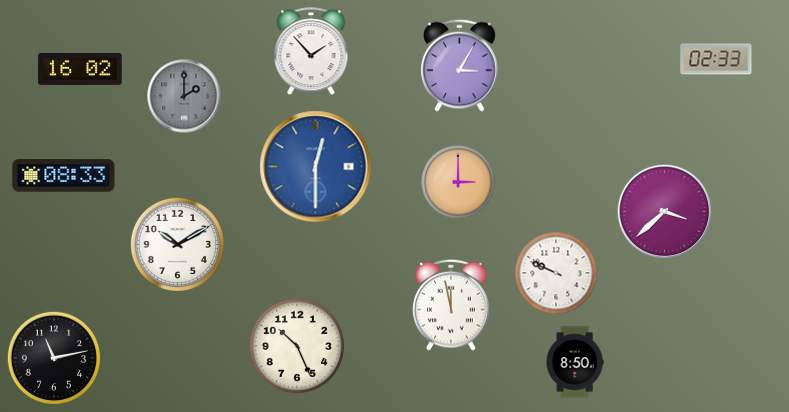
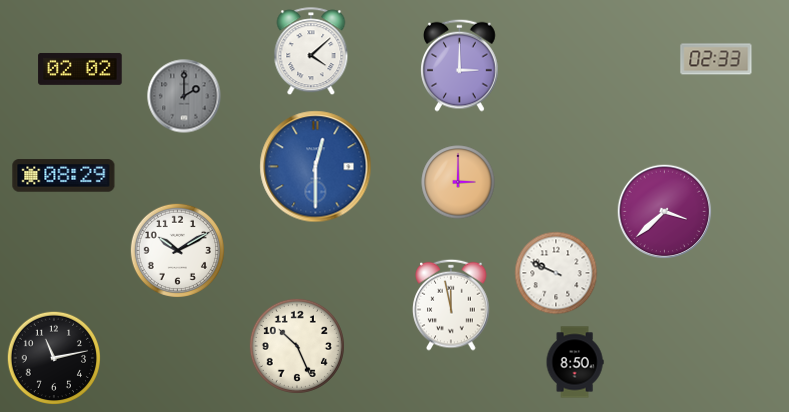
clock at (311, 52): 1:53 -> 4:08
clock at (460, 65): 3:05 -> 3:00
clock at (80, 69): 16:02 -> 02:02
clock at (64, 176): 08:33 -> 08:29
clock at (177, 244) position: (177, 244) -> (177, 250)
